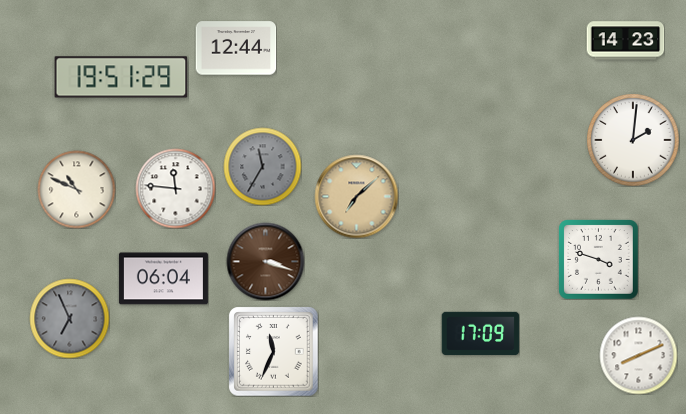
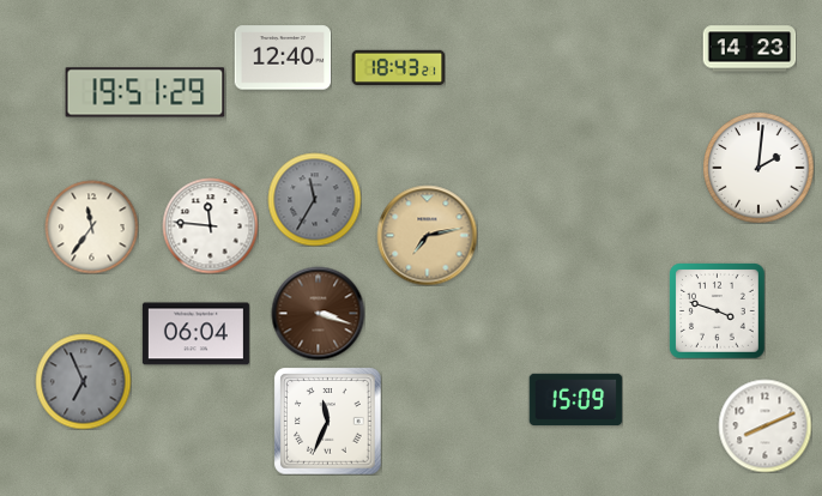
clock at (236, 48): 12:44 -> 12:40
clock at (398, 67): none -> 18:43
clock at (76, 189): 10:49 -> 11:36
clock at (356, 196): 7:08 -> 7:13
clock at (480, 334): 17:09 -> 15:09
